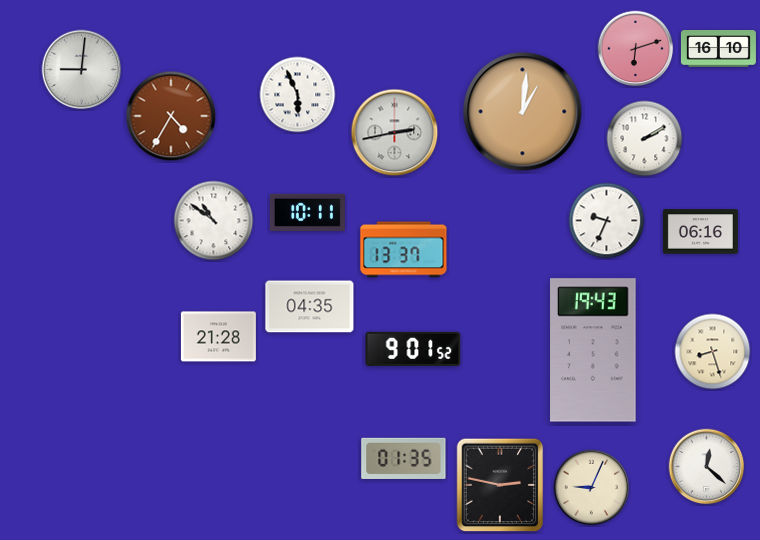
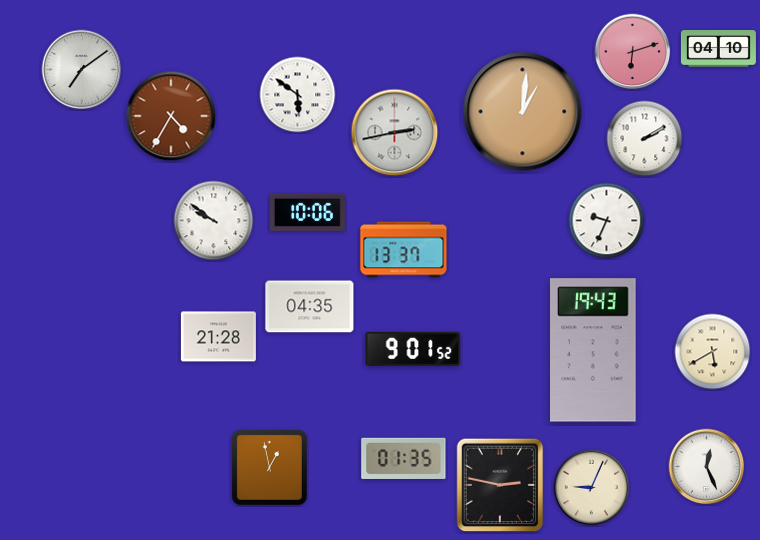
clock at (636, 49) position: (636, 49) -> (633, 52)
clock at (718, 49): 16:10 -> 04:10
clock at (82, 70): 9:01 -> 7:09
clock at (298, 95): 5:56 -> 5:51
clock at (307, 212): 10:11 -> 10:06
clock at (214, 221): 10:51 -> 9:51
clock at (700, 232): 06:16 -> none
clock at (713, 352): 8:27 -> 5:40
clock at (269, 467): none -> 12:58
clock at (707, 467): 12:22 -> 12:26
